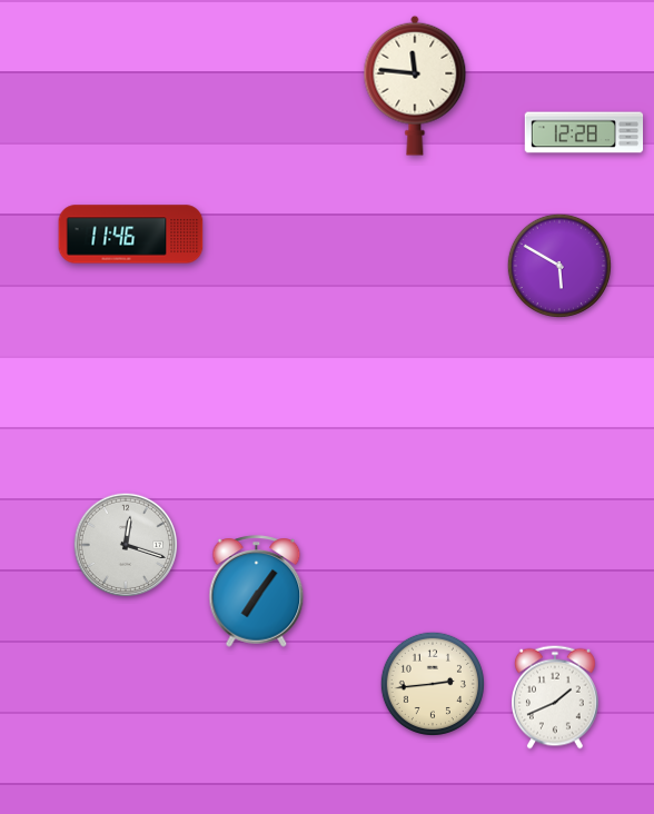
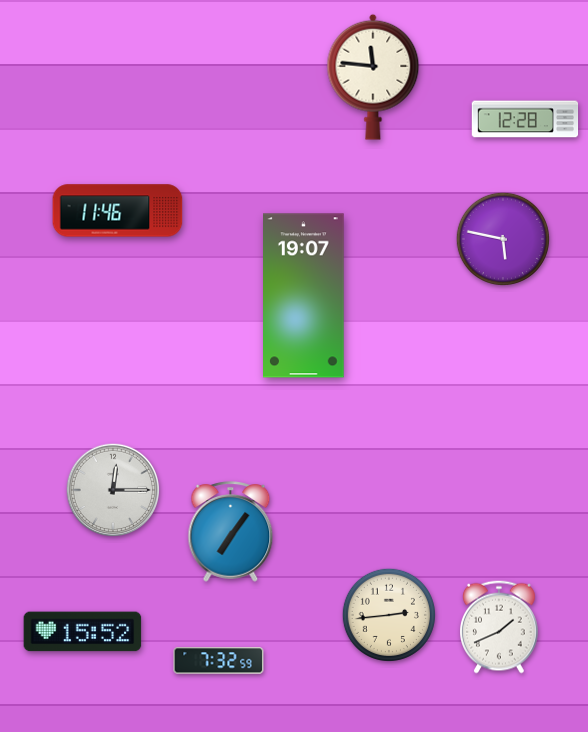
clock at (559, 266): 5:50 -> 5:47
clock at (304, 296): none -> 19:07
clock at (126, 545): 12:18 -> 12:15
clock at (83, 632): none -> 15:52
clock at (219, 661): none -> 7:32
